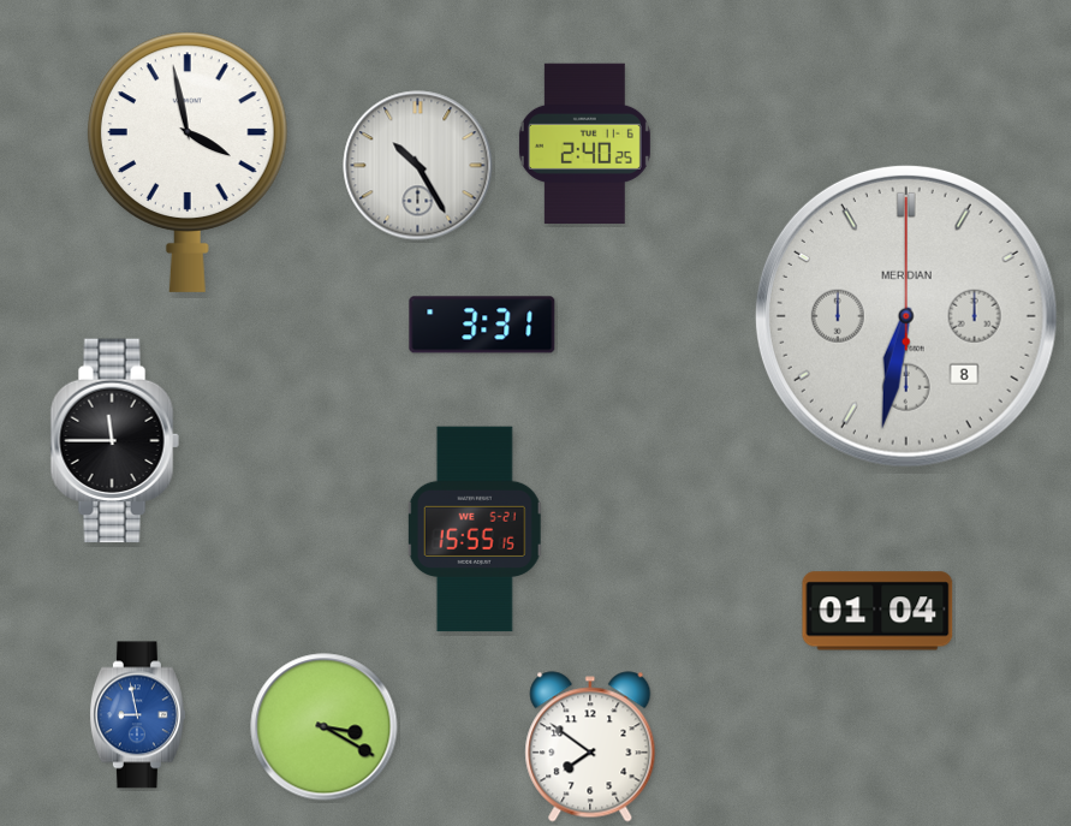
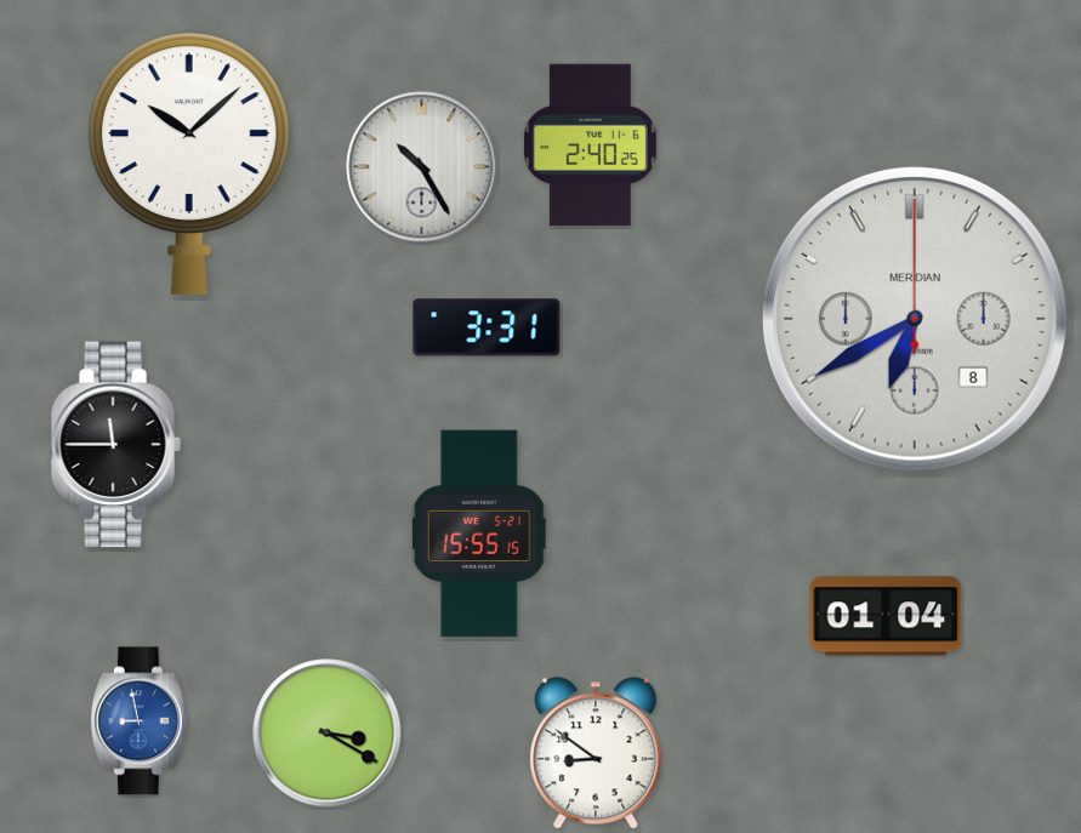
clock at (188, 162): 3:58 -> 10:08
clock at (906, 316): 6:32 -> 6:40
clock at (590, 747): 7:51 -> 8:51
